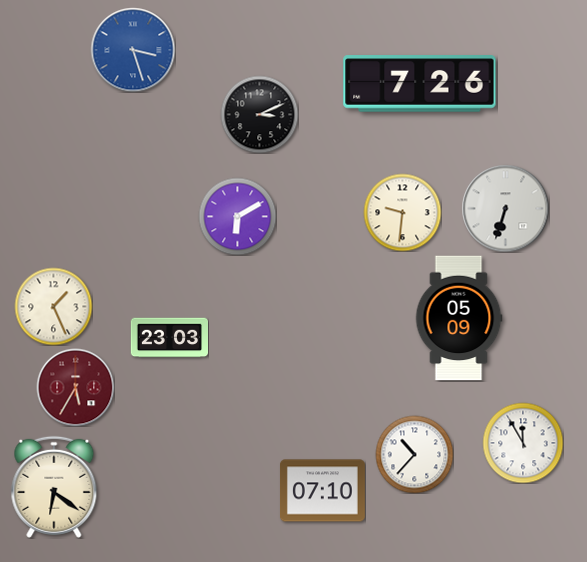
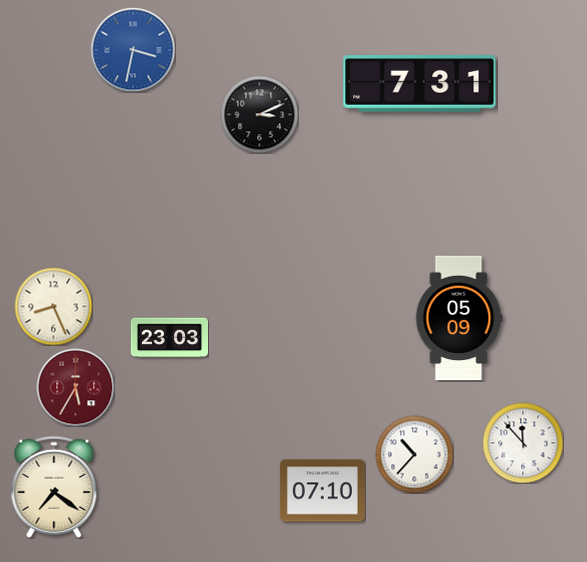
clock at (133, 50): 3:27 -> 3:32
clock at (420, 84): 7:26 -> 7:31
clock at (505, 208): 6:33 -> none
clock at (402, 212): 9:31 -> none
clock at (237, 216): 6:10 -> none
clock at (53, 306): 1:26 -> 8:26
clock at (523, 443): 11:55 -> 11:53
clock at (54, 487): 6:21 -> 7:21
